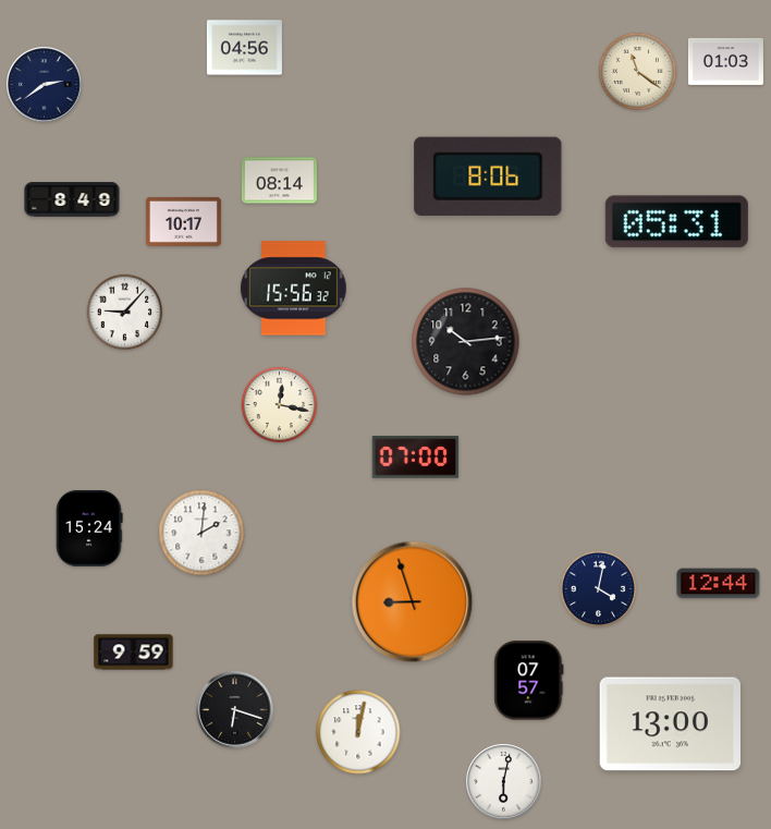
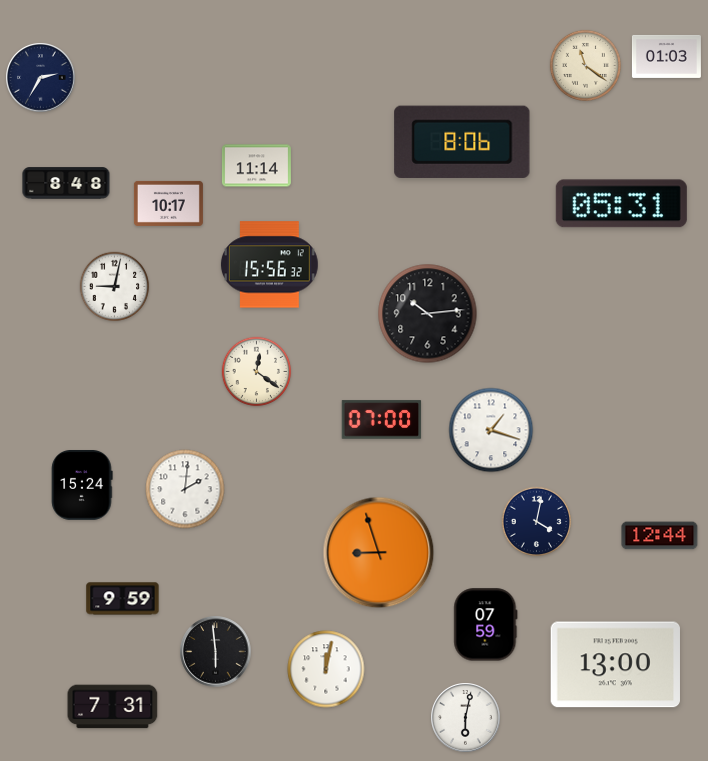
clock at (244, 48): 04:56 -> none
clock at (45, 85): 2:39 -> 2:35
clock at (488, 176) position: (488, 176) -> (462, 142)
clock at (279, 181): 08:14 -> 11:14
clock at (72, 199): 8:49 -> 8:48
clock at (125, 313): 9:07 -> 9:02
clock at (280, 405): 12:17 -> 12:21
clock at (491, 430): none -> 1:18
clock at (599, 589) position: (599, 589) -> (537, 522)
clock at (529, 681): 07:57 -> 07:59
clock at (235, 710): 6:18 -> 5:59
clock at (358, 732) position: (358, 732) -> (326, 669)
clock at (113, 707): none -> 7:31
clock at (504, 782) position: (504, 782) -> (466, 718)
